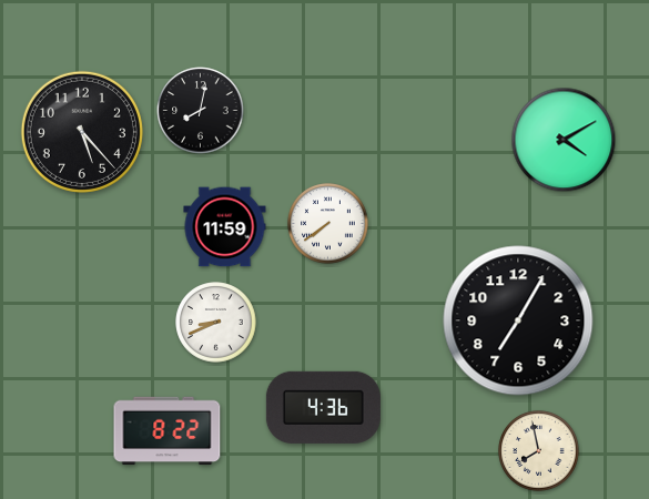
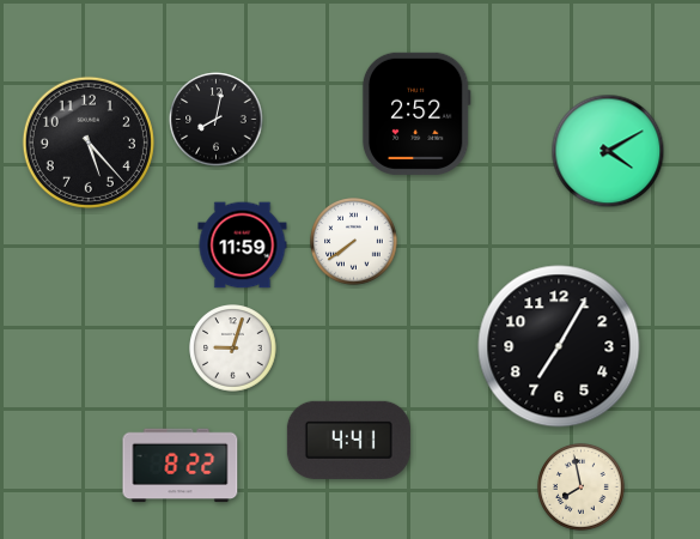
clock at (416, 114): none -> 2:52
clock at (216, 323): 8:41 -> 9:03
clock at (323, 407): 4:36 -> 4:41
